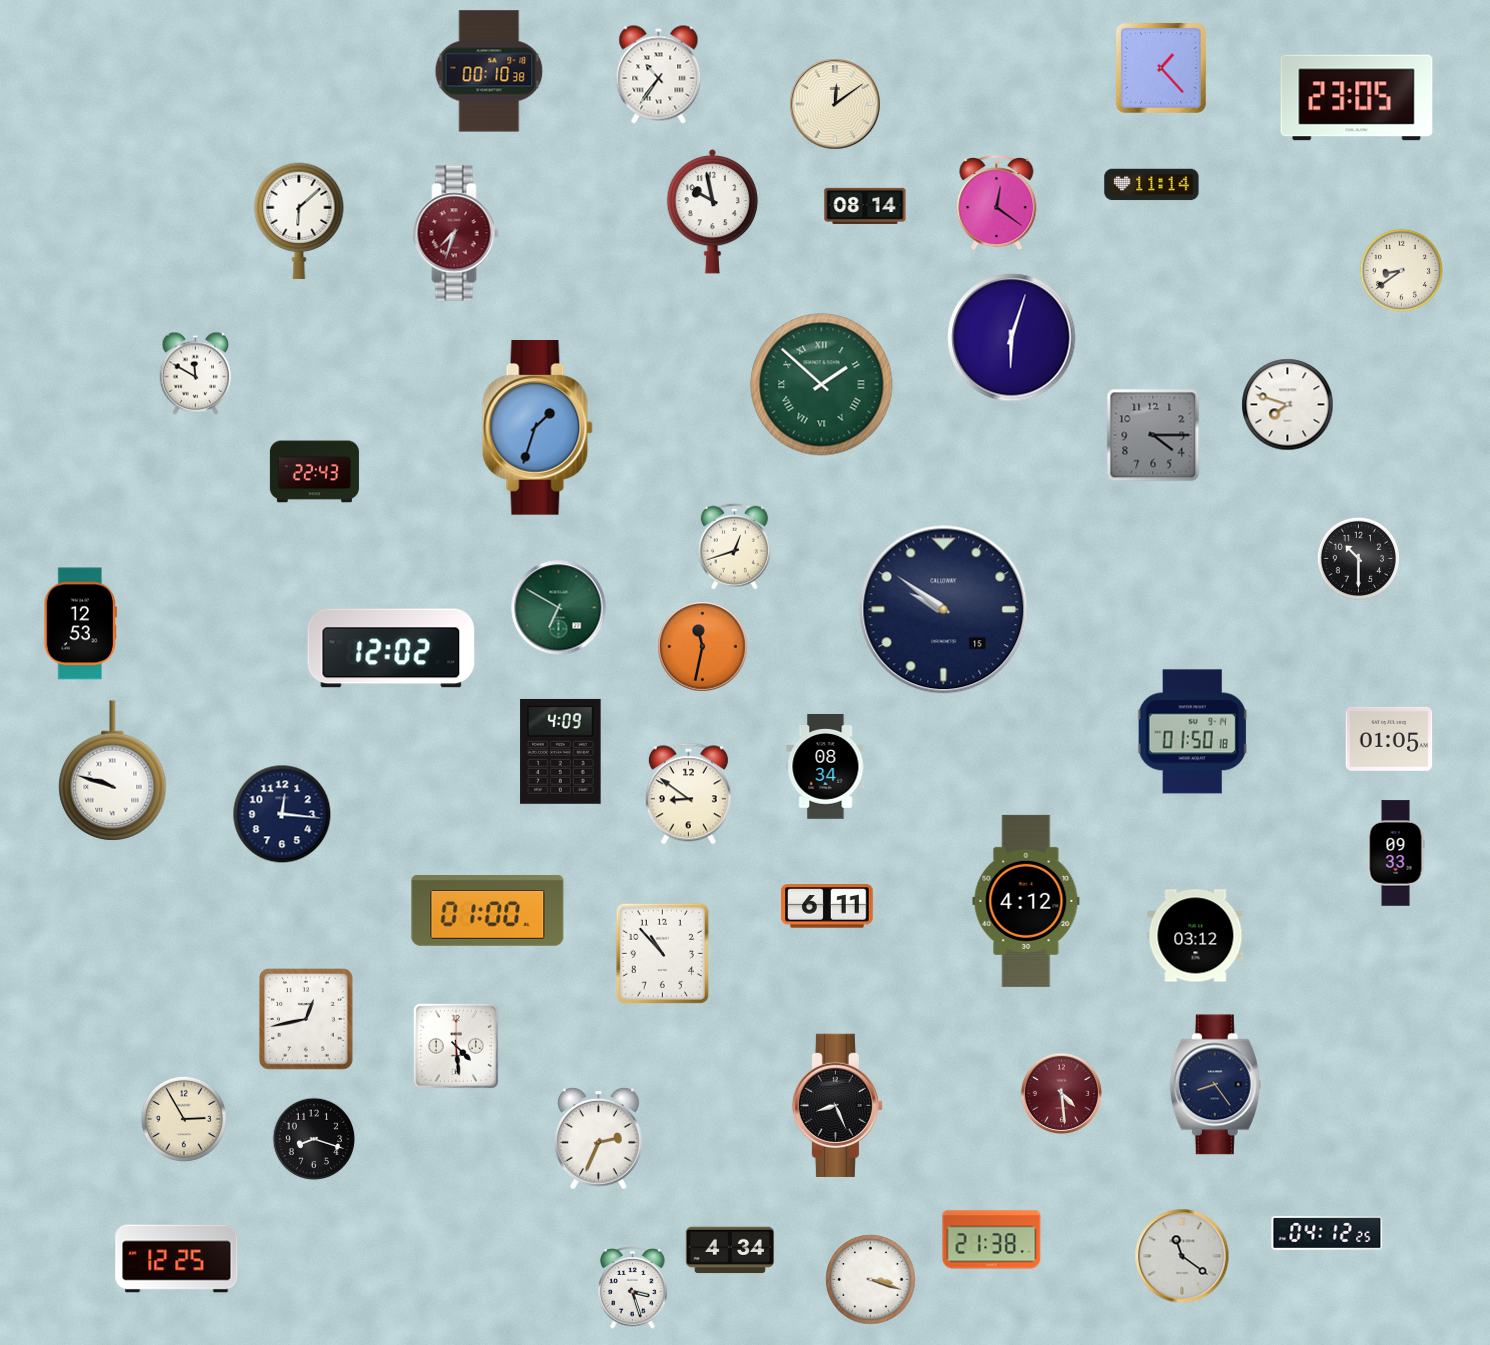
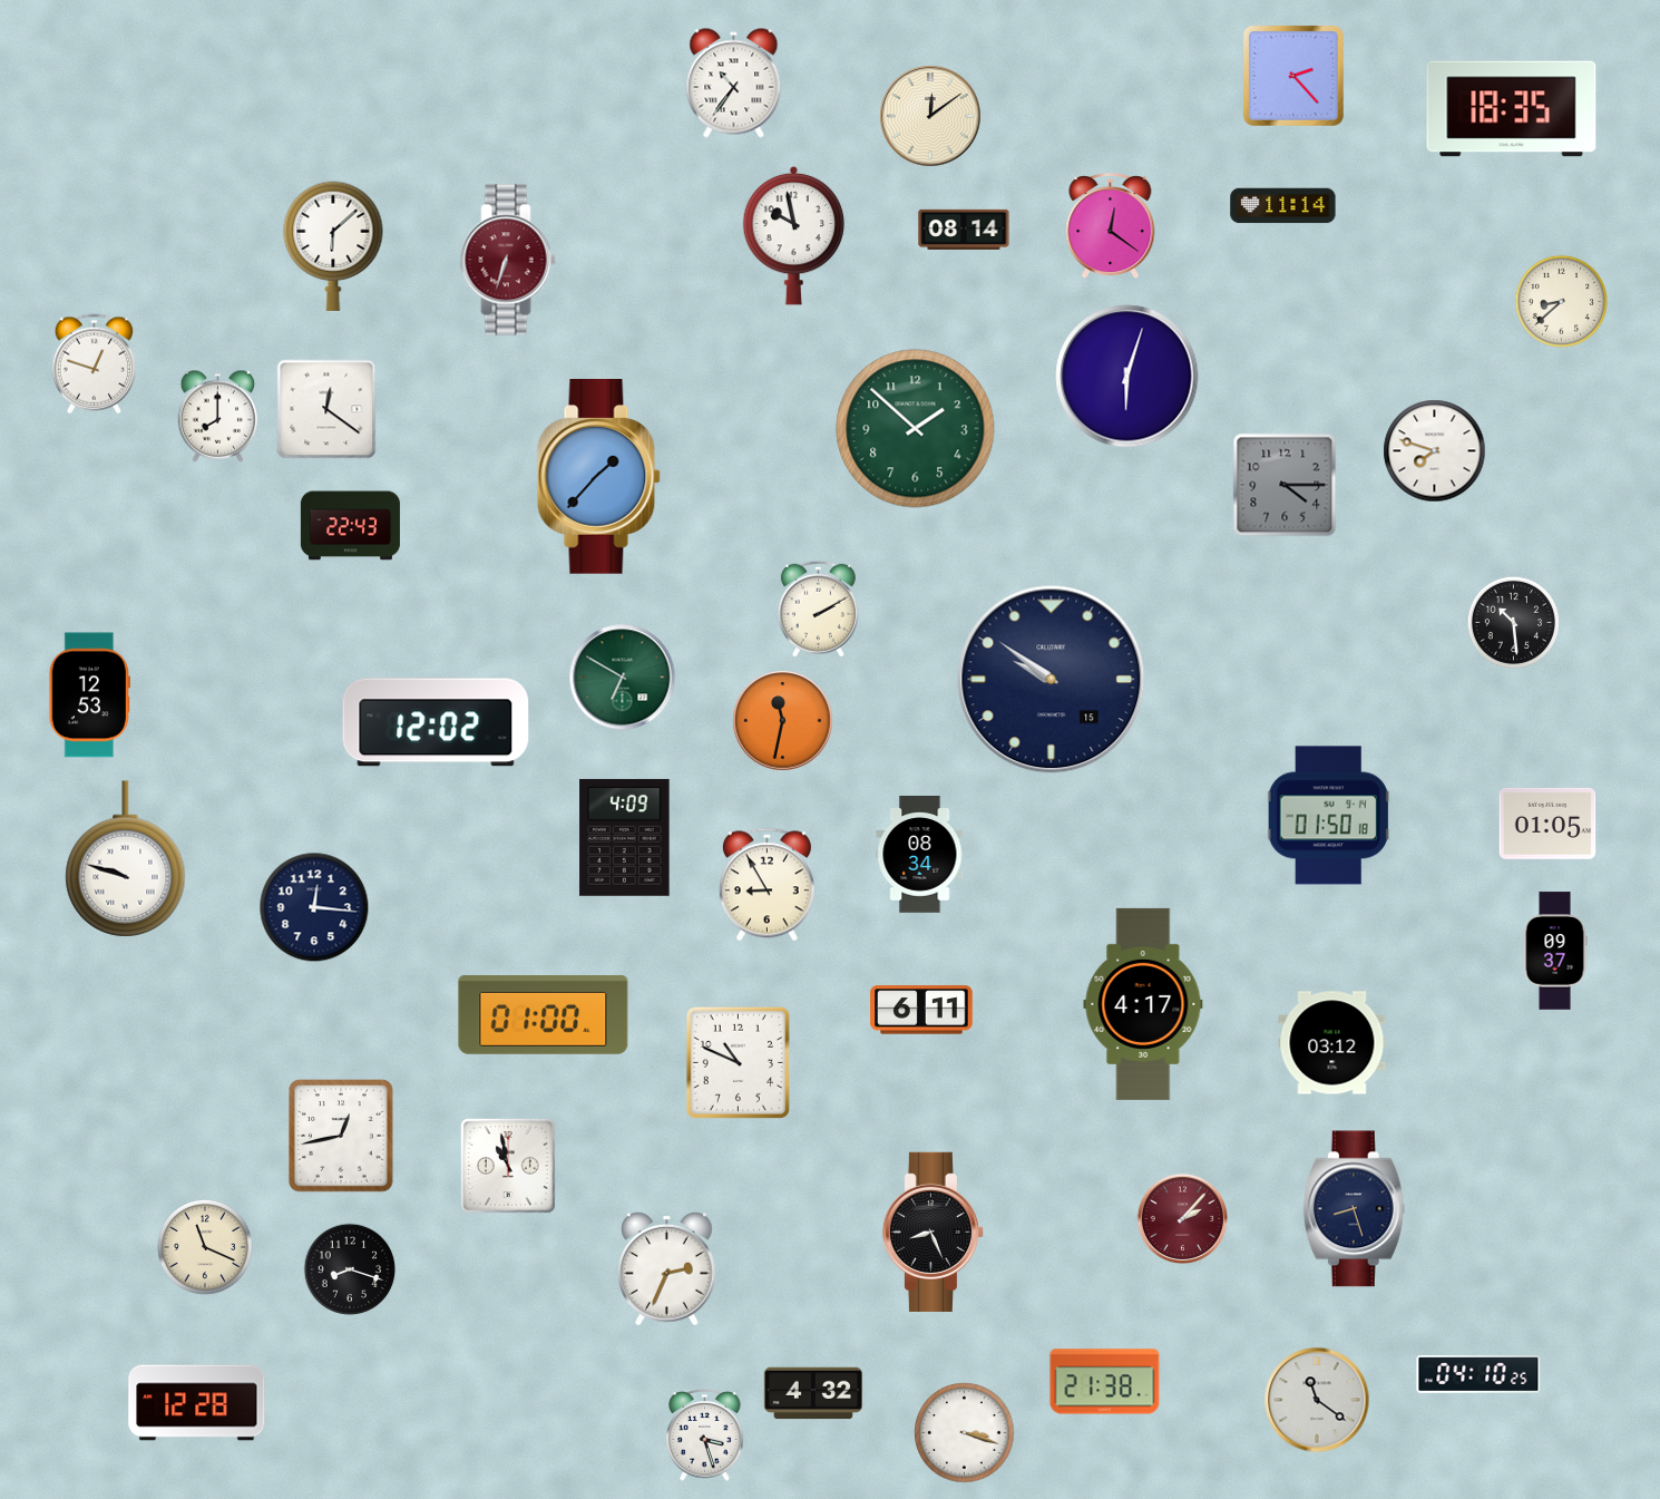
clock at (1161, 68): 1:23 -> 2:23
clock at (489, 71): 00:10 -> none
clock at (1357, 98): 23:05 -> 18:35
clock at (456, 233): 7:33 -> 6:33
clock at (1401, 270): 8:39 -> 8:38
clock at (95, 364): none -> 12:48
clock at (326, 409): none -> 12:21
clock at (196, 373): 11:50 -> 8:00
clock at (822, 385) numerals: Roman -> Arabic
clock at (537, 428): 1:33 -> 1:37
clock at (734, 546): 12:42 -> 2:10
clock at (1358, 558): 10:30 -> 10:29
clock at (688, 794): 8:51 -> 8:55
clock at (1396, 853): 09:33 -> 09:37
clock at (1026, 901): 4:12 -> 4:17
clock at (662, 953): 10:53 -> 10:49
clock at (456, 1046): 4:29 -> 10:58
clock at (1215, 1085): 8:24 -> 8:27
clock at (1061, 1093): 4:29 -> 2:07
clock at (184, 1119): 2:55 -> 11:19
clock at (1327, 1233): 04:12 -> 04:10
clock at (729, 1250): 4:34 -> 4:32
clock at (177, 1259): 12:25 -> 12:28
clock at (871, 1280) position: (871, 1280) -> (965, 1433)
